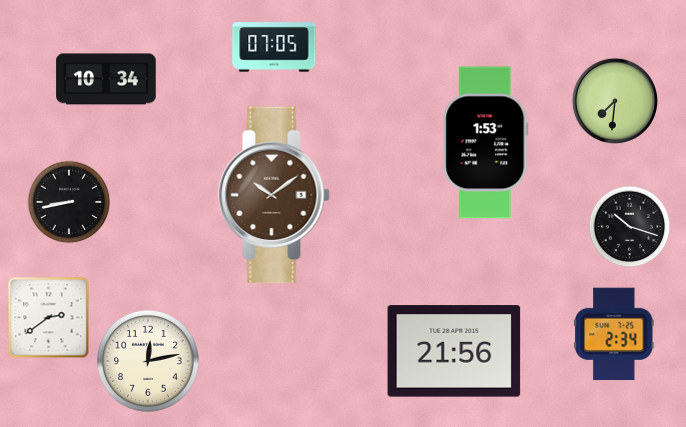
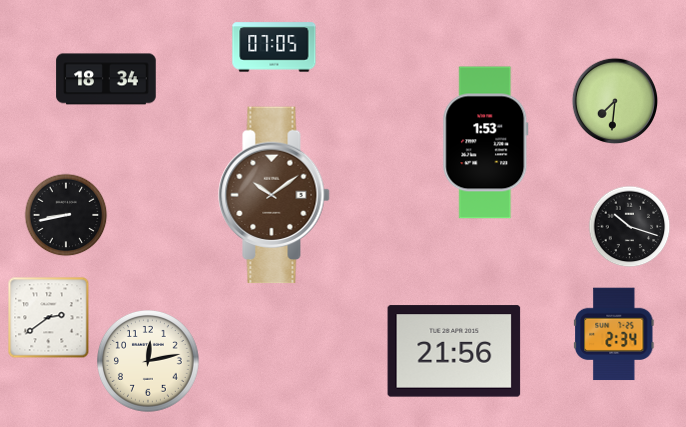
clock at (106, 79): 10:34 -> 18:34
clock at (69, 202) position: (69, 202) -> (66, 215)
